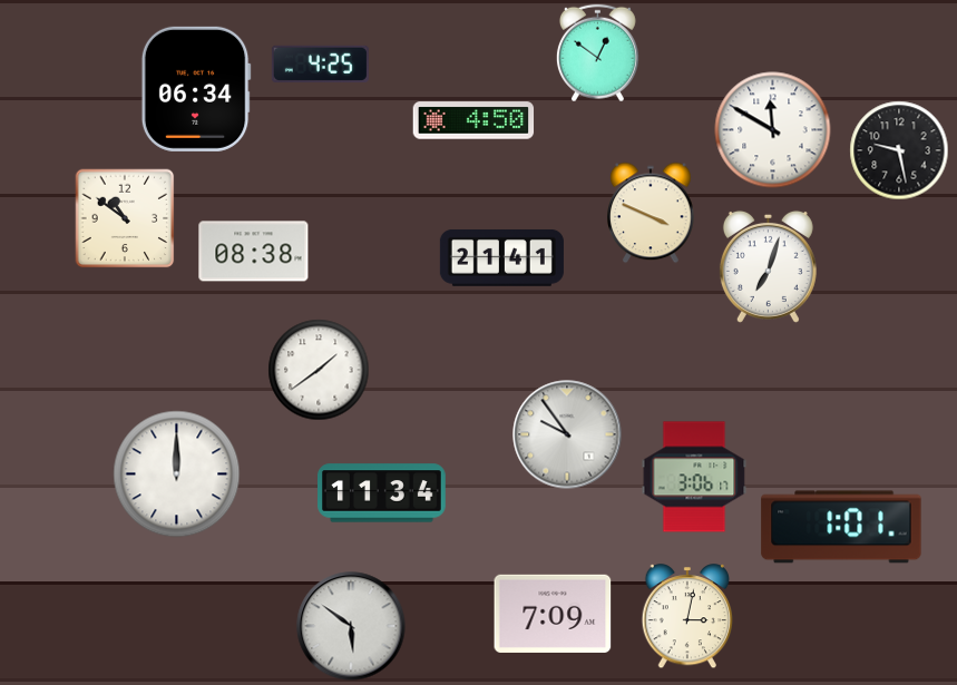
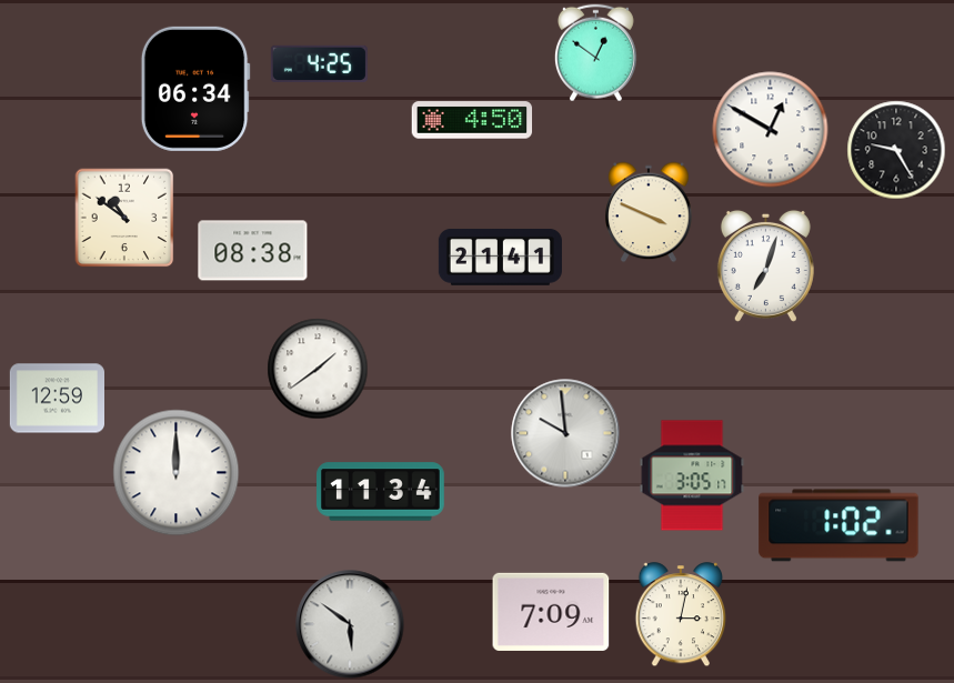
clock at (773, 130): 11:50 -> 12:50
clock at (899, 150): 9:28 -> 9:25
clock at (57, 399): none -> 12:59
clock at (567, 434): 9:54 -> 9:59
clock at (694, 477): 3:06 -> 3:05
clock at (841, 527): 1:01 -> 1:02
clock at (687, 617) position: (687, 617) -> (681, 615)
